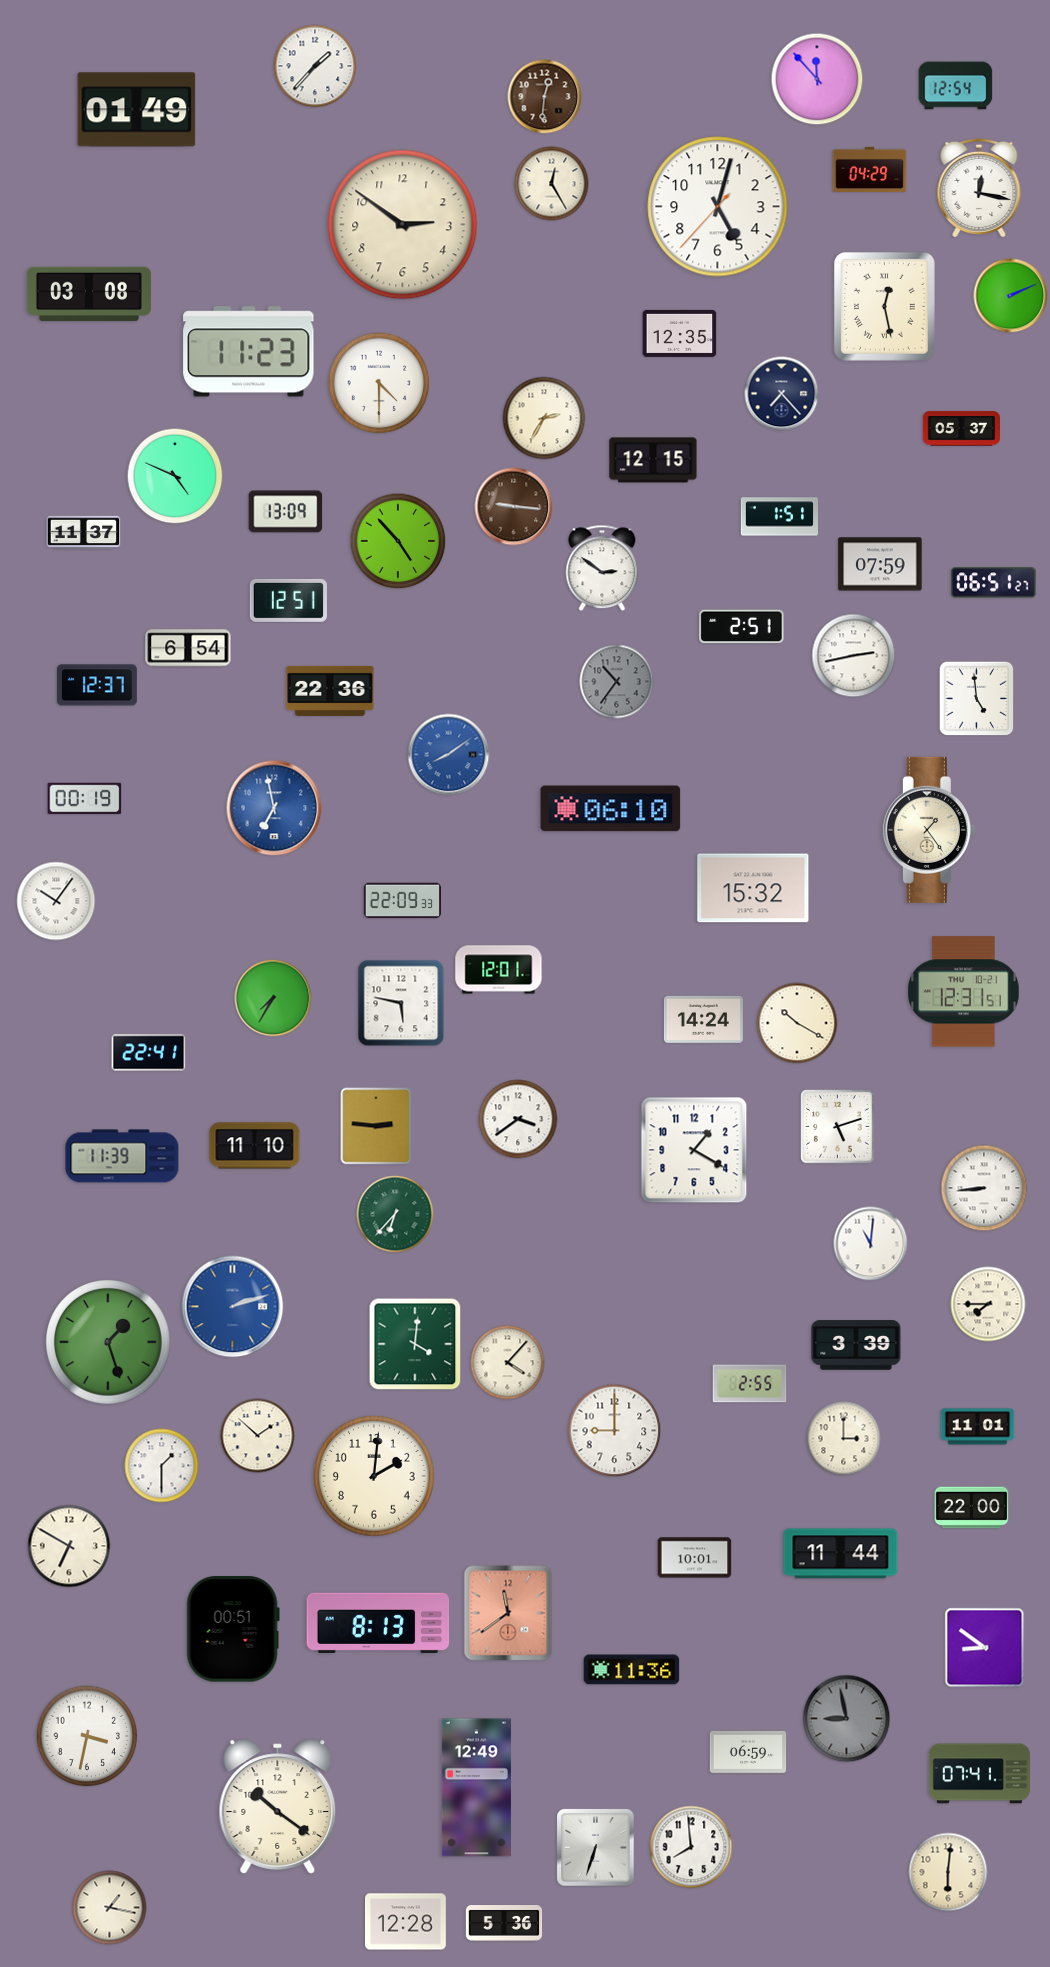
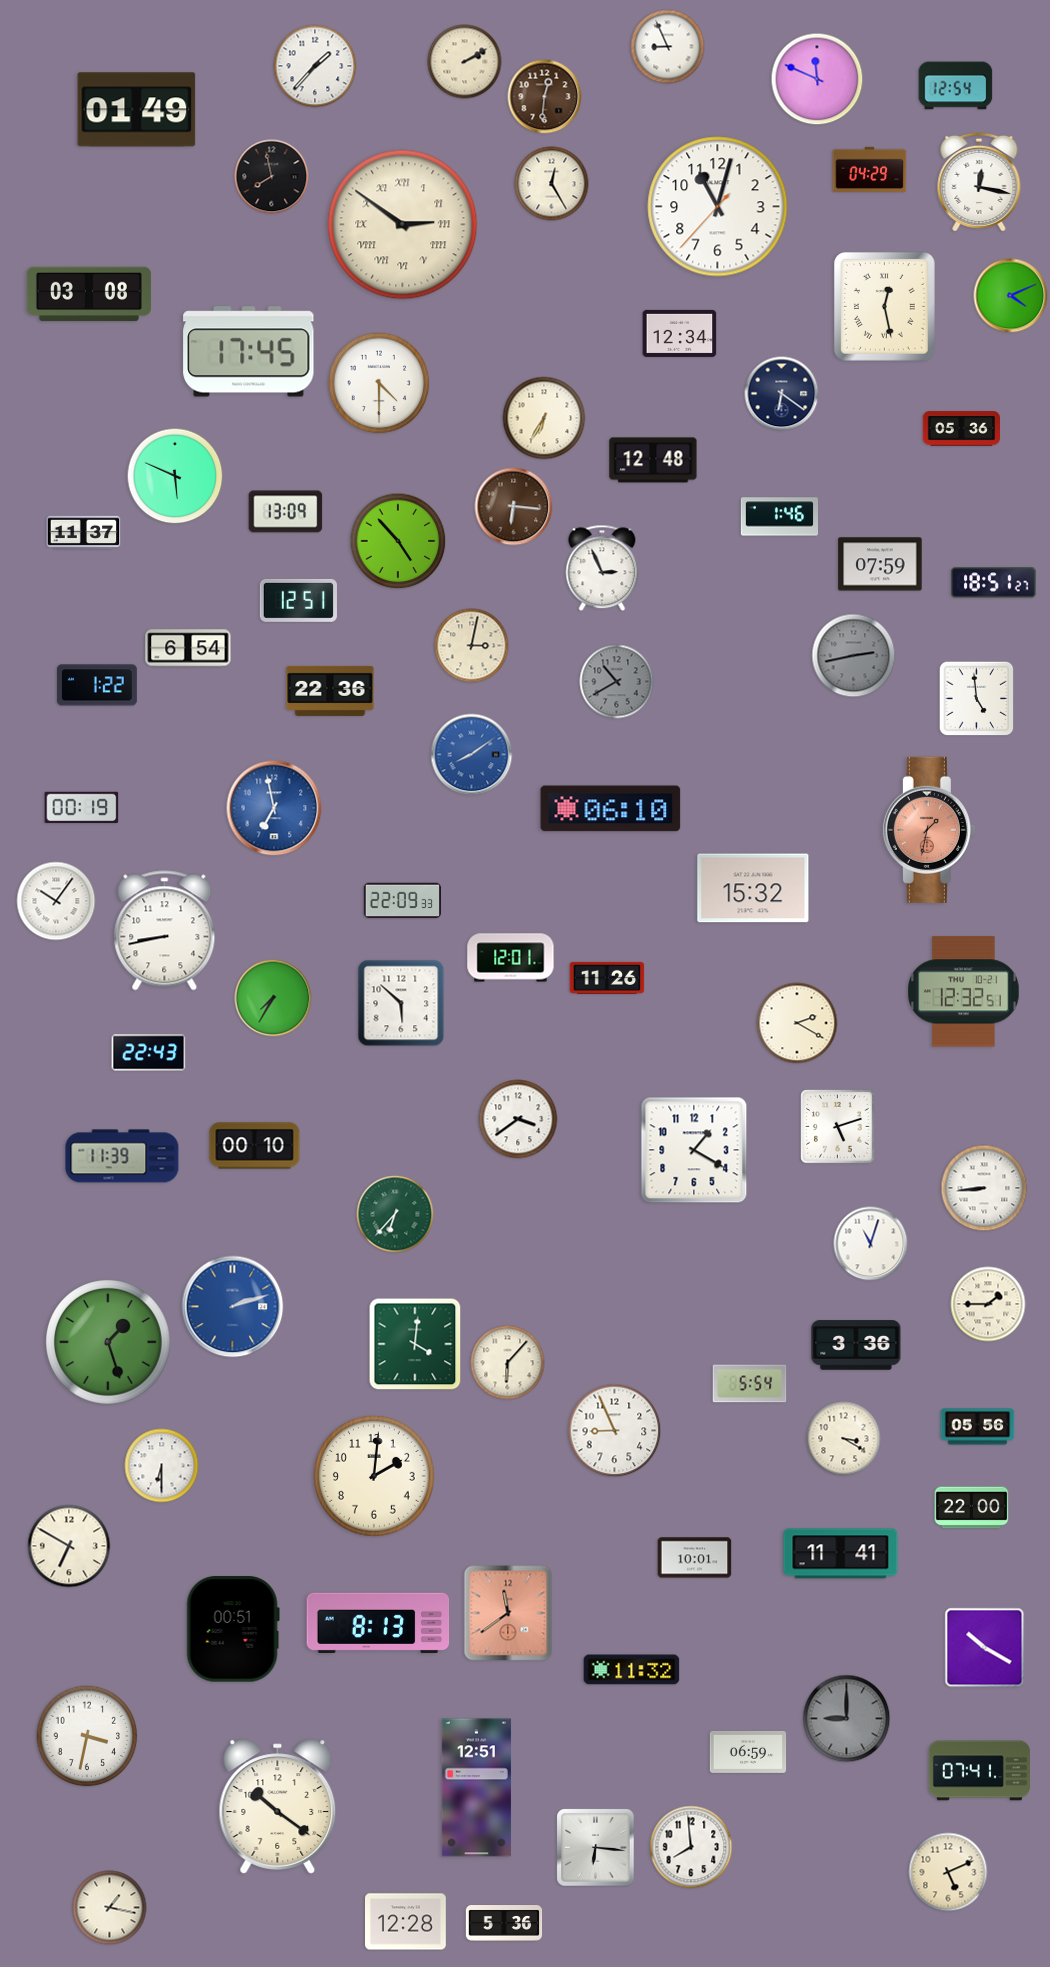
clock at (668, 47): none -> 8:56
clock at (465, 62): none -> 2:10
clock at (817, 79): 11:53 -> 11:49
clock at (272, 177): none -> 7:58
clock at (979, 187) position: (979, 187) -> (979, 181)
clock at (718, 207): 5:02 -> 11:02
clock at (403, 225) numerals: Arabic -> Roman
clock at (1011, 296): 2:11 -> 4:11
clock at (680, 333): 12:35 -> 12:34
clock at (249, 352): 11:23 -> 17:45
clock at (782, 394): 7:23 -> 6:21
clock at (544, 418): 2:35 -> 6:35
clock at (961, 429): 05:37 -> 05:36
clock at (653, 460): 12:15 -> 12:48
clock at (175, 476): 4:49 -> 5:49
clock at (514, 507): 9:16 -> 6:16
clock at (779, 517): 1:51 -> 1:46
clock at (602, 568): 2:51 -> 2:56
clock at (994, 583): 06:51 -> 18:51
clock at (288, 600) position: (288, 600) -> (298, 600)
clock at (742, 627): 2:51 -> none
clock at (472, 646): none -> 3:02
clock at (854, 656) dial: white -> grey
clock at (617, 682): 10:36 -> 10:40
clock at (97, 685): 12:37 -> 1:22
clock at (449, 755) position: (449, 755) -> (472, 755)
clock at (85, 799) position: (85, 799) -> (82, 808)
clock at (929, 830): 1:24 -> 1:32
clock at (929, 830) dial: cream -> salmon
clock at (165, 931): none -> 8:43
clock at (499, 970) position: (499, 970) -> (511, 958)
clock at (607, 978): none -> 11:26
clock at (964, 992): 12:31 -> 12:32
clock at (401, 1003): 5:47 -> 5:52
clock at (703, 1019): 14:24 -> none
clock at (797, 1023): 10:20 -> 2:20
clock at (149, 1053): 22:41 -> 22:43
clock at (376, 1126): 2:46 -> none
clock at (255, 1146): 11:10 -> 00:10
clock at (871, 1244): 11:01 -> 11:03
clock at (988, 1304): 7:45 -> 1:45
clock at (856, 1345): 3:39 -> 3:36
clock at (508, 1363): 4:07 -> 6:07
clock at (750, 1384): 2:55 -> 5:54
clock at (978, 1427): 11:01 -> 05:56
clock at (615, 1431): 9:00 -> 8:56
clock at (258, 1436): 1:52 -> none
clock at (844, 1439): 3:00 -> 3:20
clock at (162, 1466): 1:30 -> 6:30
clock at (841, 1554): 11:44 -> 11:41
clock at (985, 1648): 8:51 -> 10:20
clock at (632, 1670): 11:36 -> 11:32
clock at (847, 1719): 8:58 -> 9:00
clock at (979, 1774) position: (979, 1774) -> (979, 1771)
clock at (476, 1788): 12:49 -> 12:51
clock at (596, 1848): 6:33 -> 6:16
clock at (948, 1872): 6:01 -> 5:11
